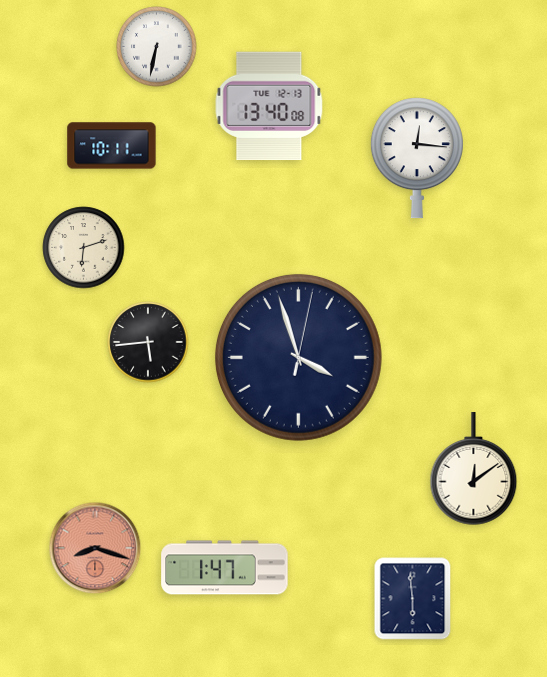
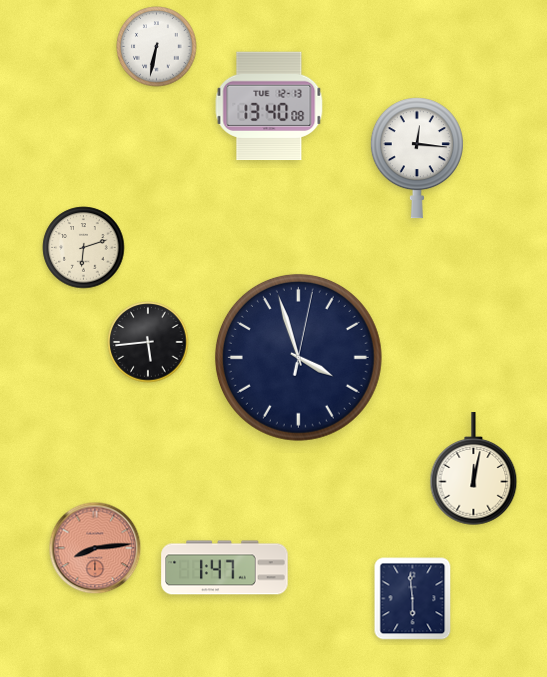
clock at (112, 146): 10:11 -> none
clock at (474, 469): 12:09 -> 12:02
clock at (95, 548): 8:18 -> 8:14
